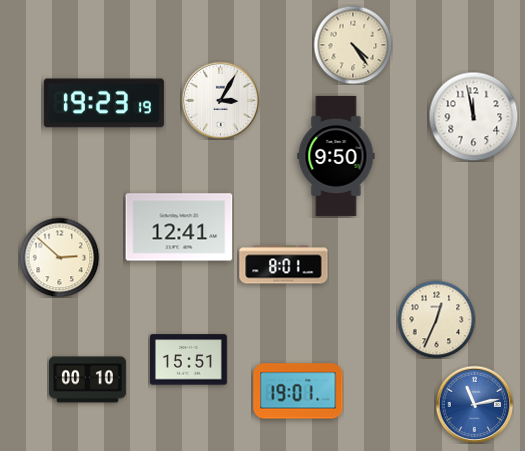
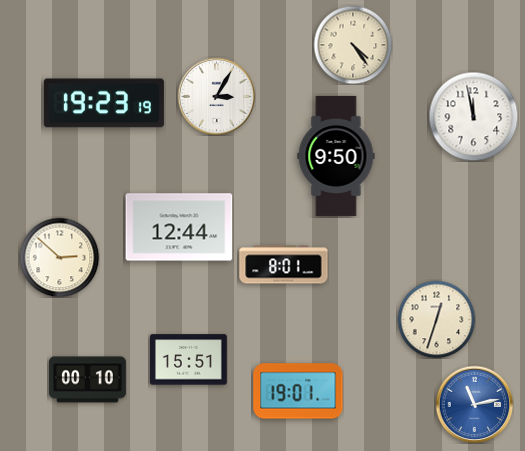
clock at (220, 100) position: (220, 100) -> (216, 96)
clock at (179, 227): 12:41 -> 12:44
clock at (436, 319): 12:34 -> 12:33
